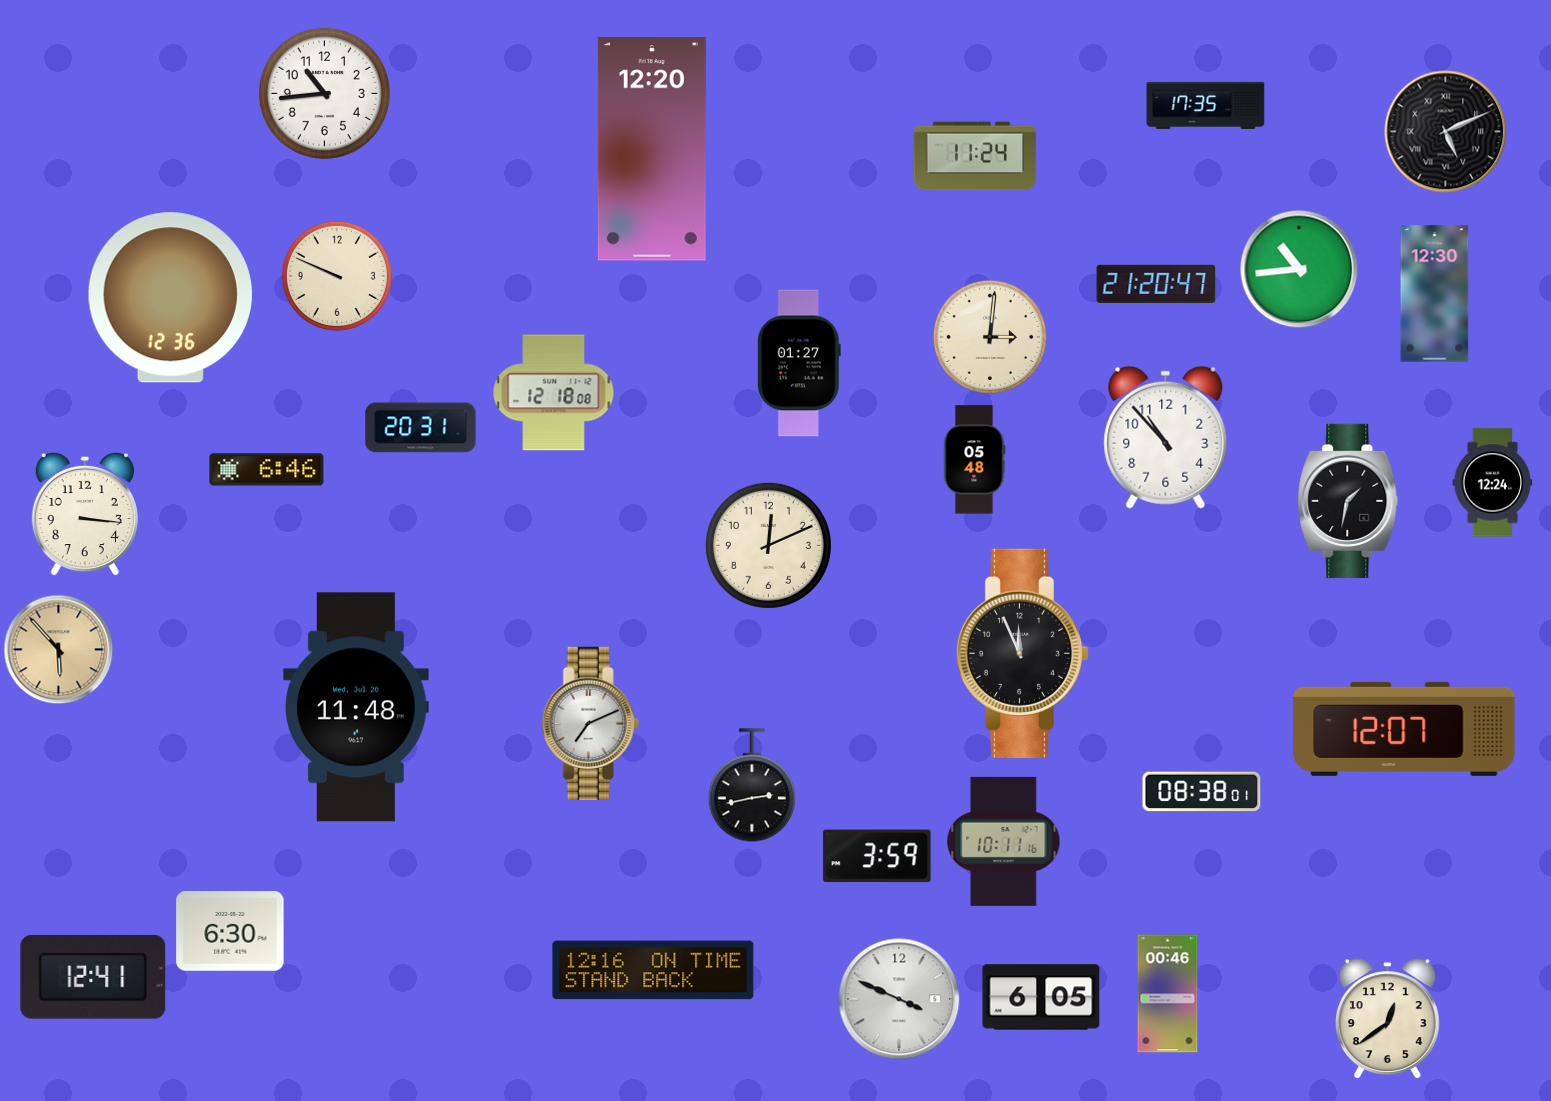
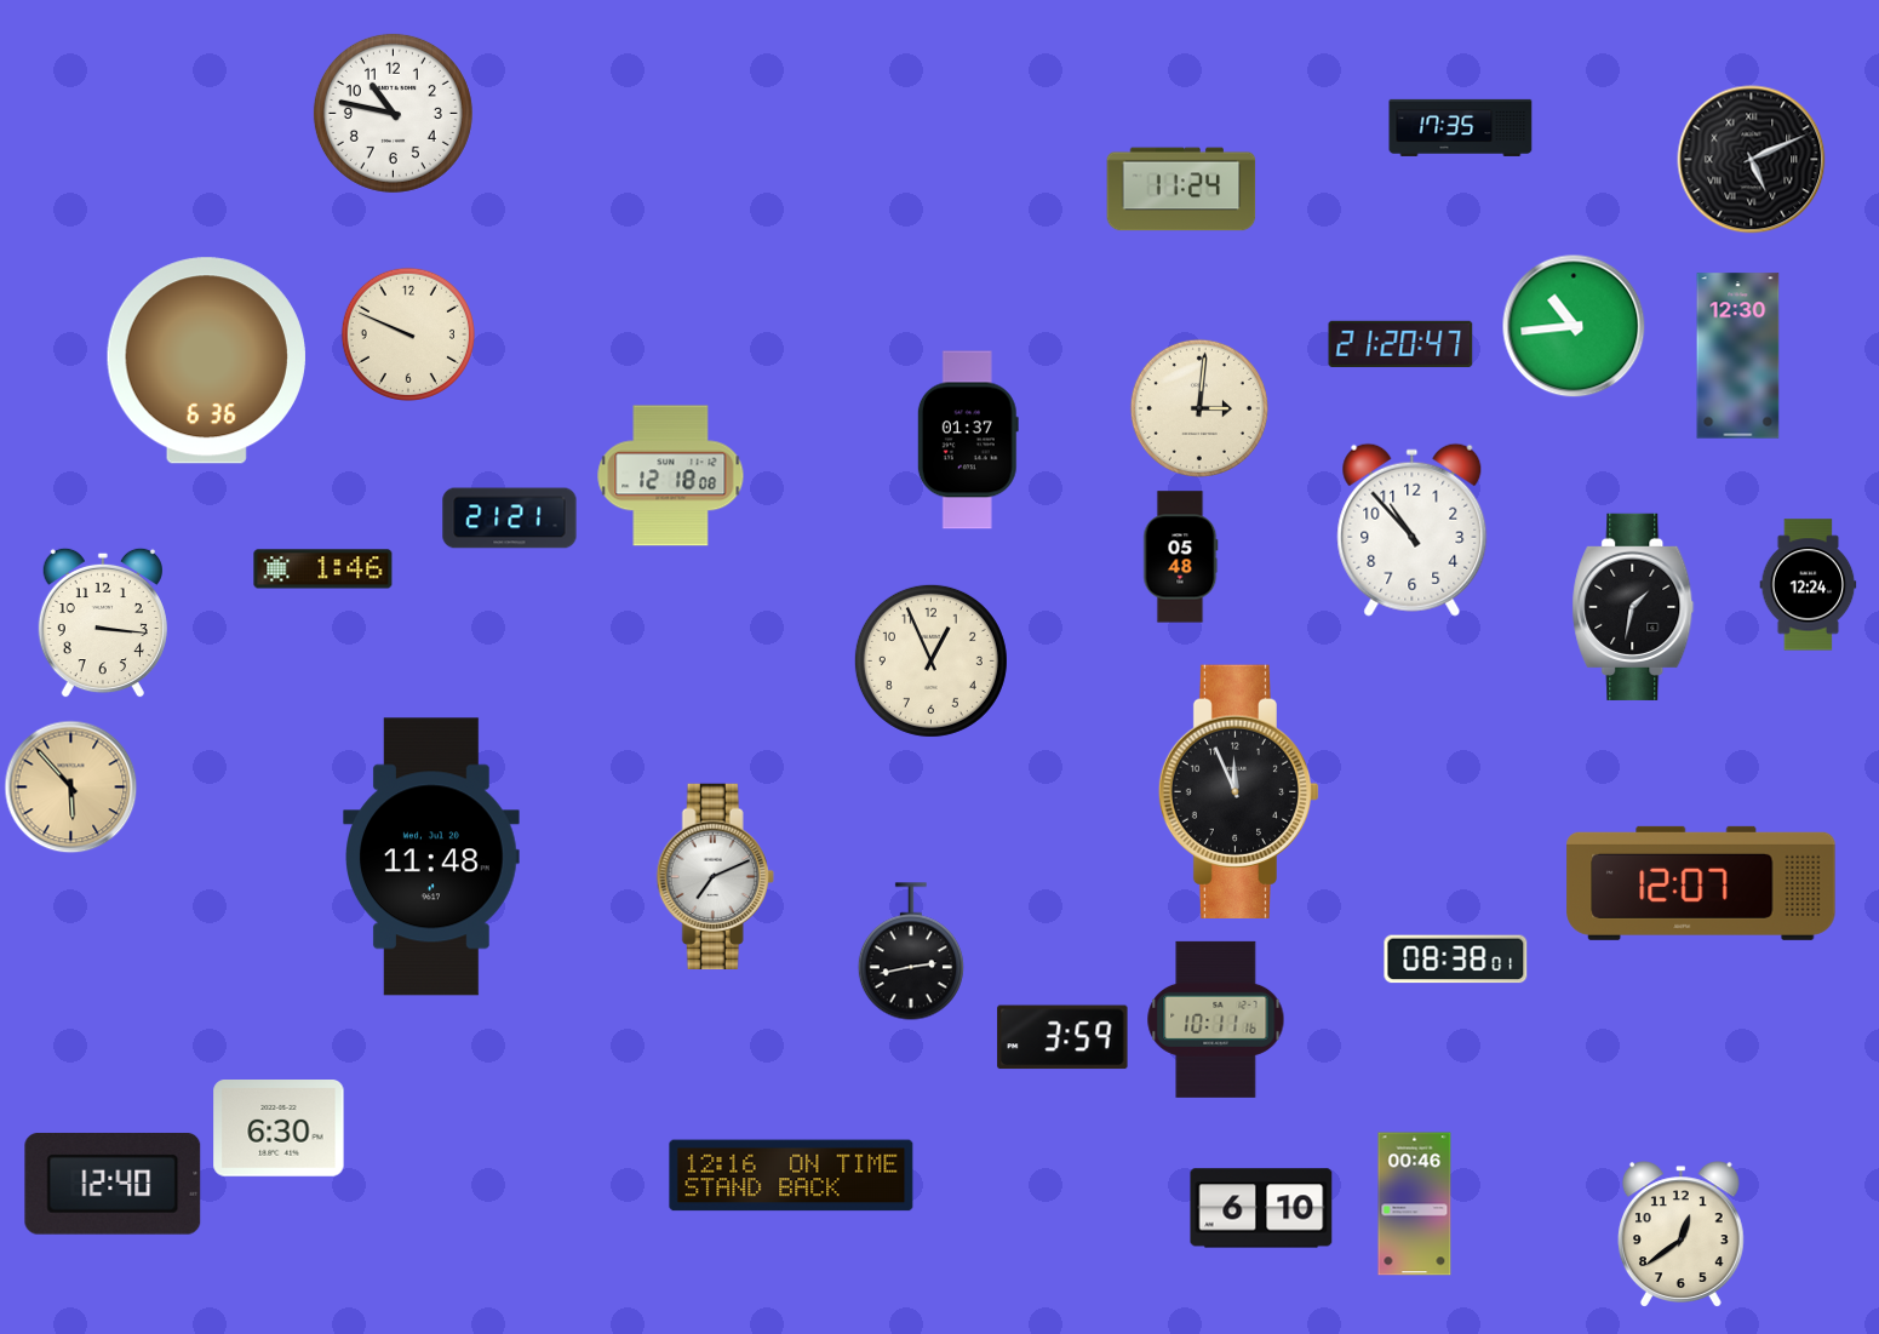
clock at (324, 93): 10:44 -> 10:47
clock at (652, 149): 12:20 -> none
clock at (170, 298): 12:36 -> 6:36
clock at (799, 363): 01:27 -> 01:37
clock at (421, 428): 20:31 -> 21:21
clock at (267, 470): 6:46 -> 1:46
clock at (768, 545): 12:11 -> 12:56
clock at (93, 977): 12:41 -> 12:40
clock at (1041, 997): 6:05 -> 6:10
clock at (899, 999): 3:49 -> none
